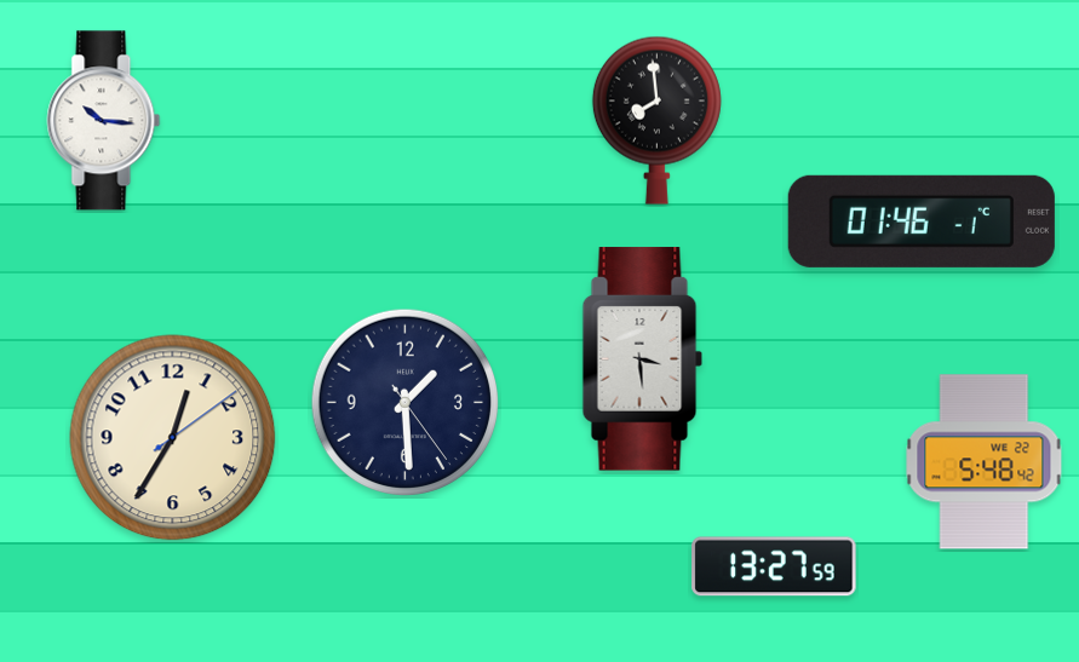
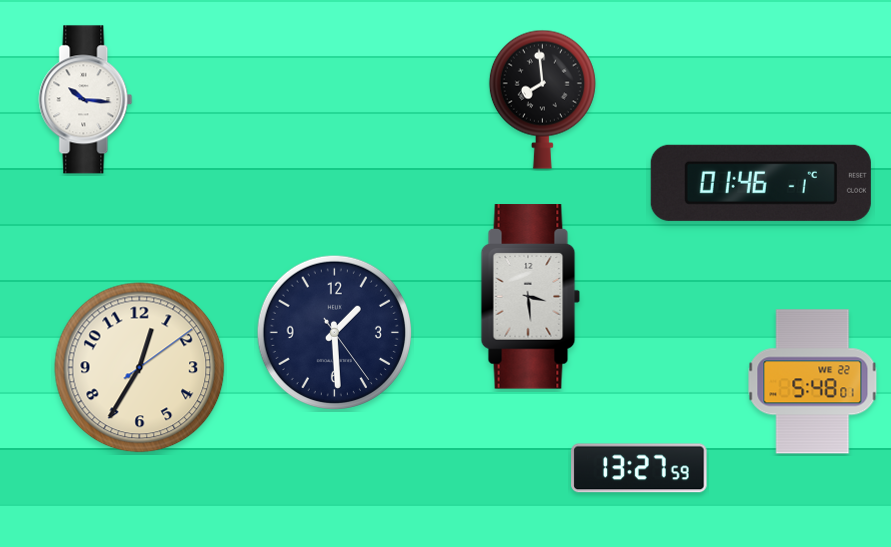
clock at (173, 438) position: (173, 438) -> (140, 368)
clock at (985, 462): 5:48:42 -> 5:48:01
